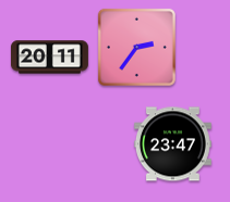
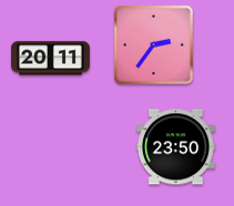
clock at (136, 47) position: (136, 47) -> (153, 44)
clock at (172, 144): 23:47 -> 23:50
